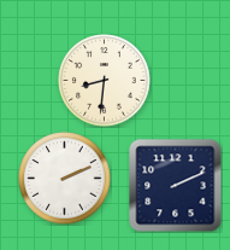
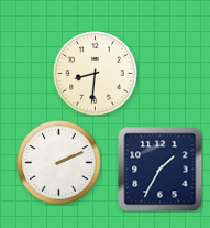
clock at (176, 186): 2:11 -> 1:35
